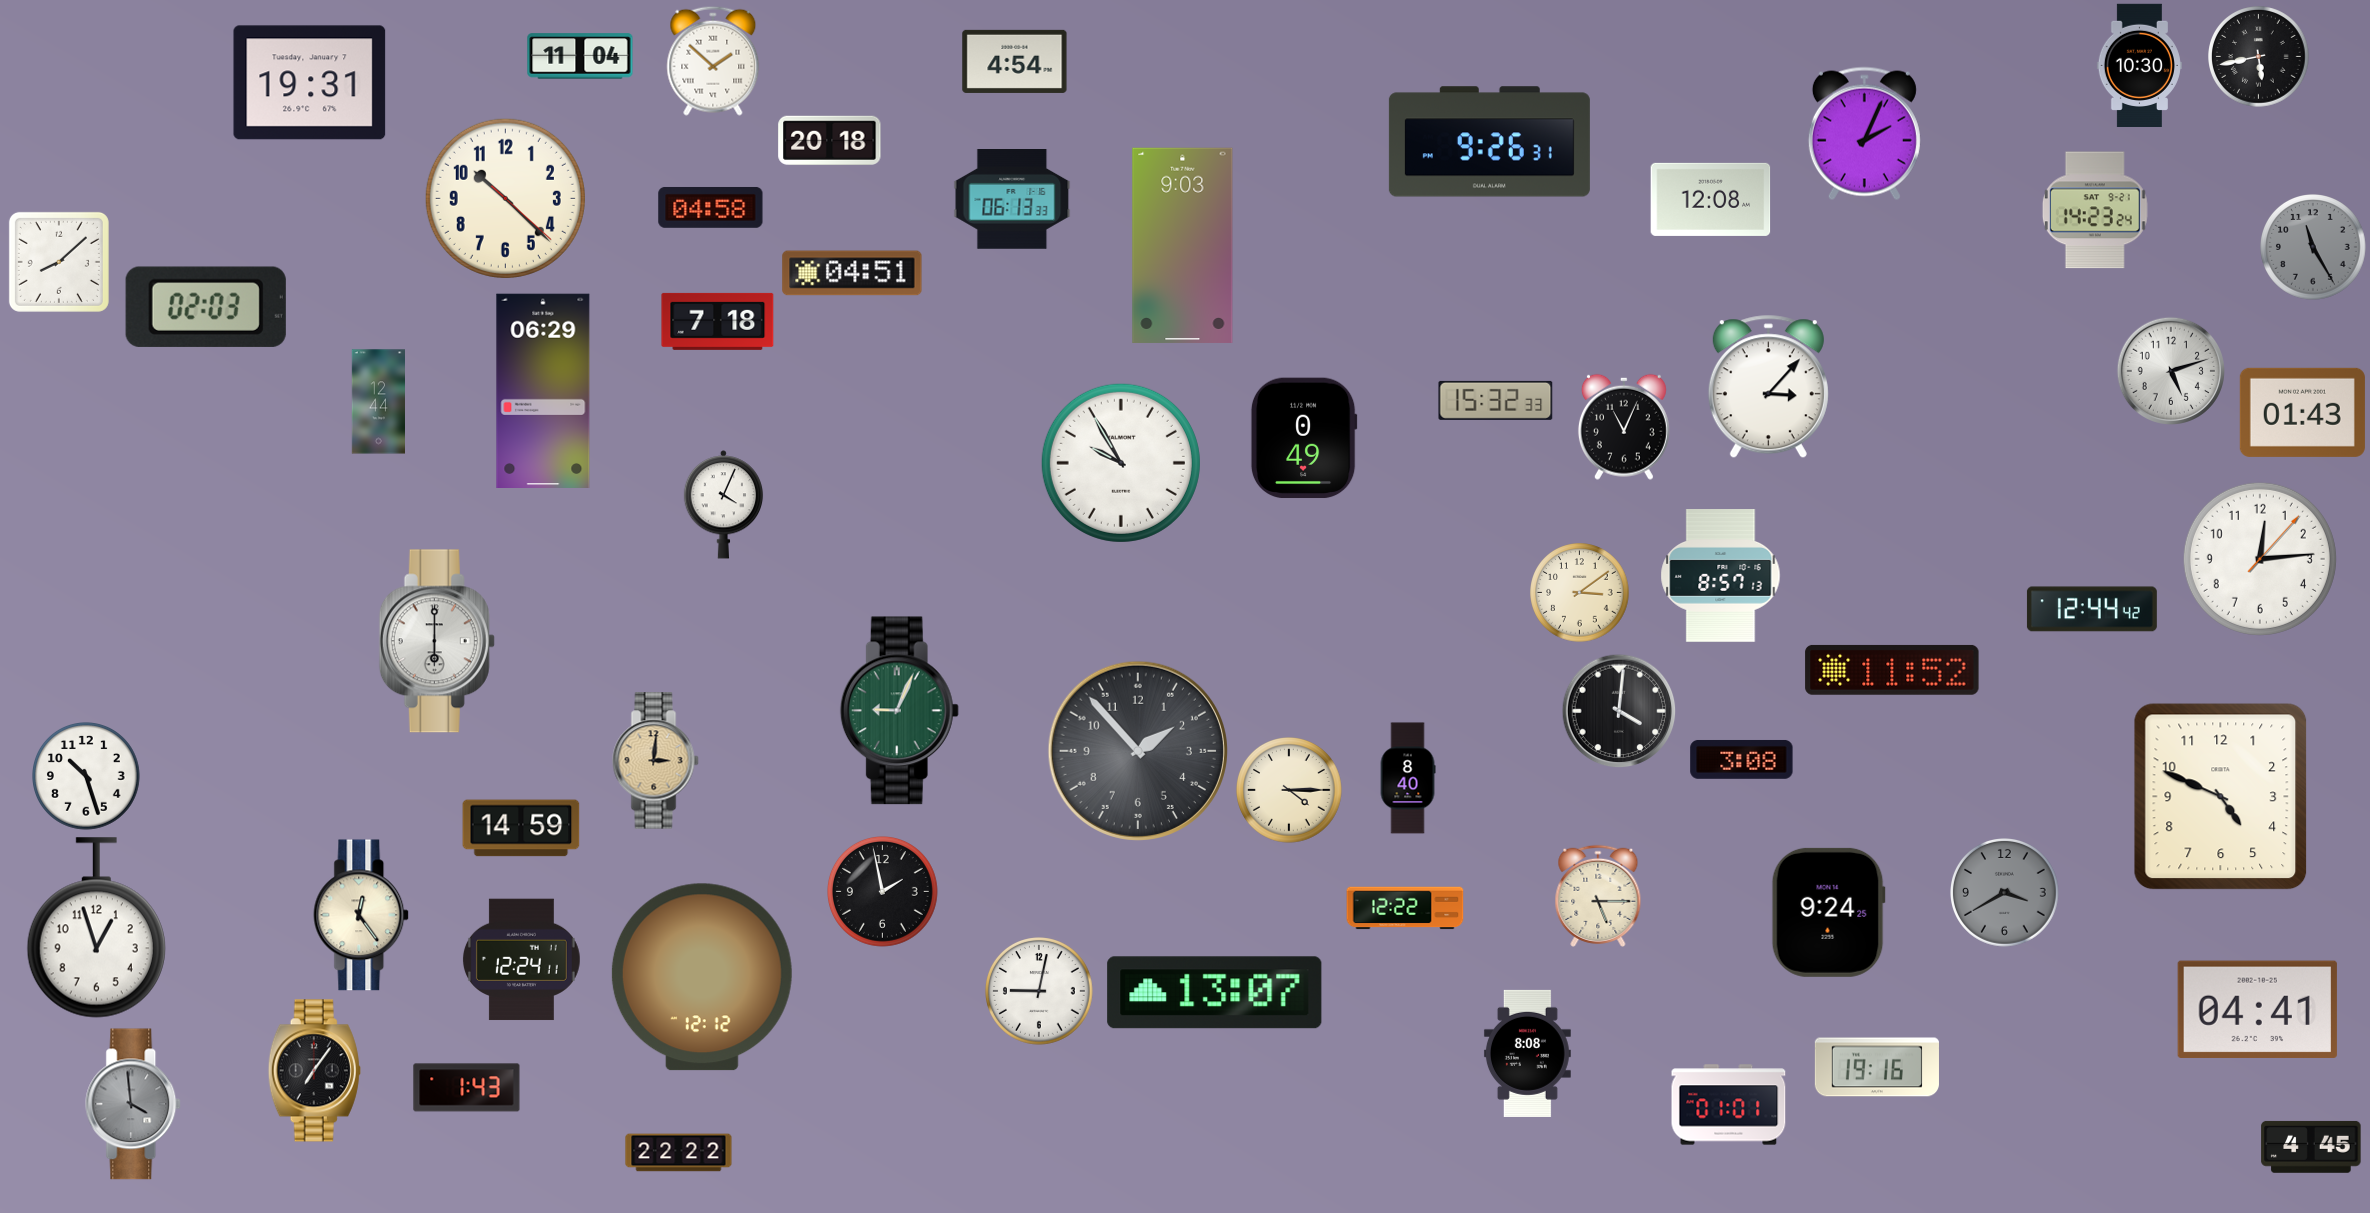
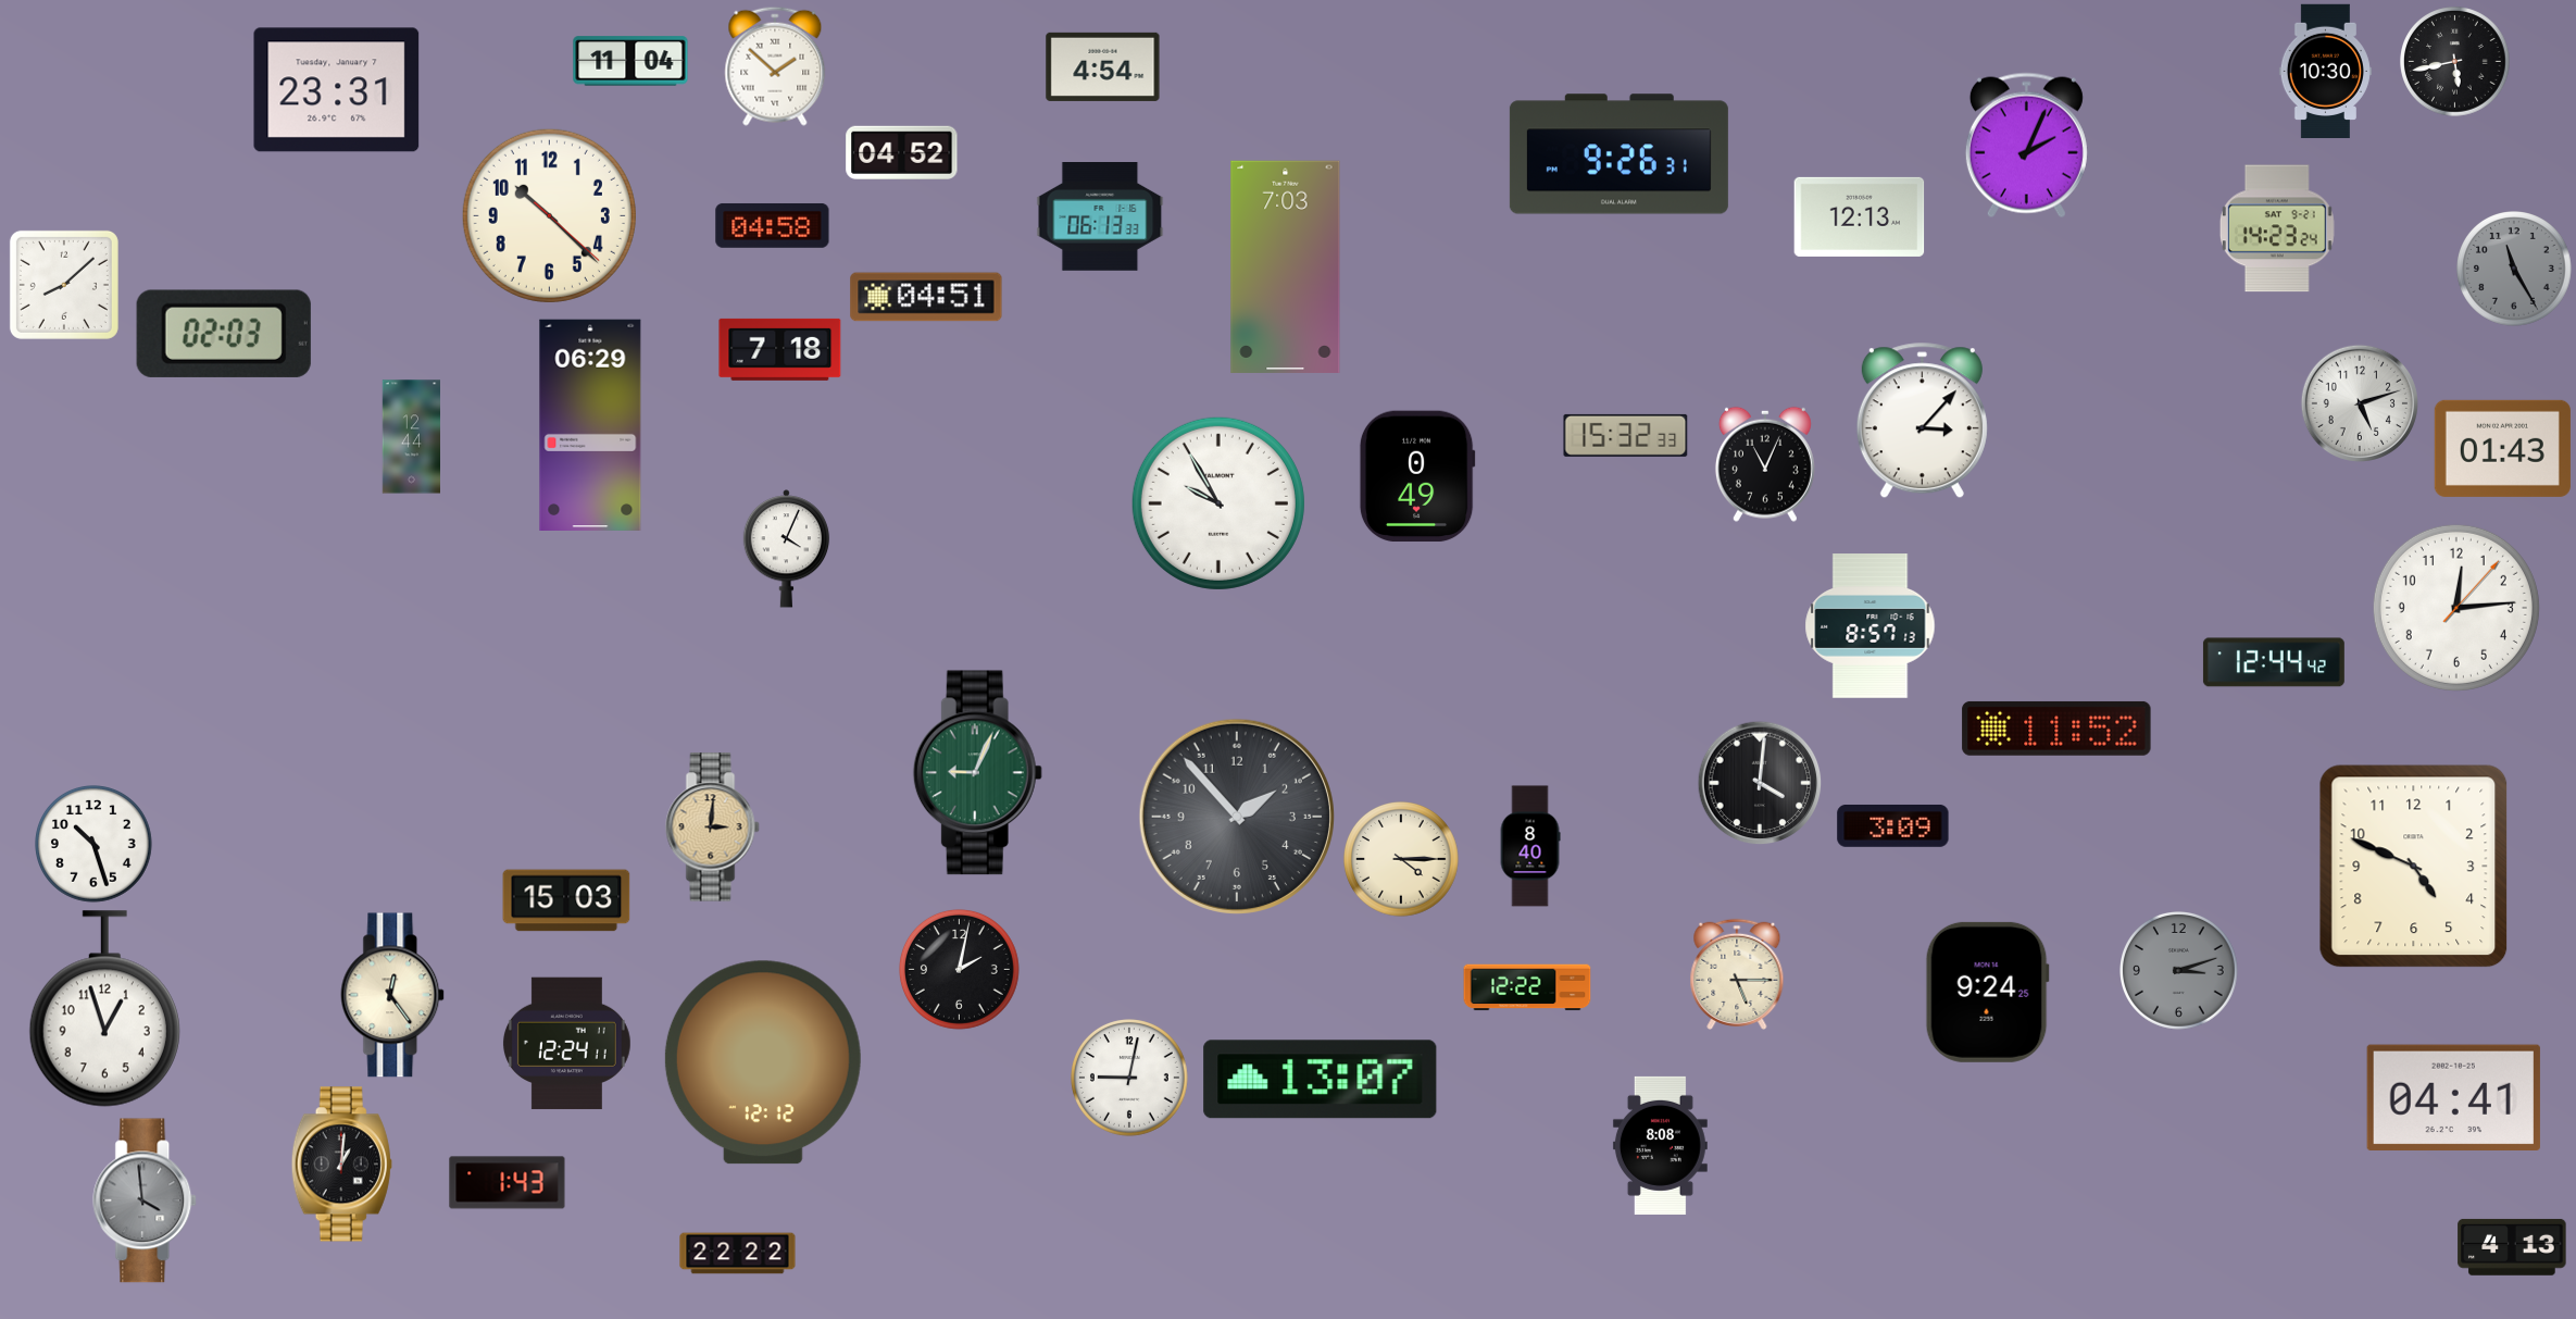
clock at (310, 83): 19:31 -> 23:31
clock at (830, 140): 20:18 -> 04:52
clock at (1711, 199): 12:08 -> 12:13
clock at (1183, 245): 9:03 -> 7:03
clock at (1580, 593): 3:09 -> none
clock at (437, 641): 6:00 -> none
clock at (1619, 711) position: (1619, 711) -> (1760, 783)
clock at (1742, 759): 3:08 -> 3:09
clock at (521, 828): 14:59 -> 15:03
clock at (882, 891): 1:58 -> 2:02
clock at (2005, 893): 3:40 -> 3:12
clock at (1877, 1067): 19:16 -> none
clock at (314, 1071): 7:06 -> 1:01
clock at (1729, 1105): 01:01 -> none
clock at (2311, 1147): 4:45 -> 4:13
